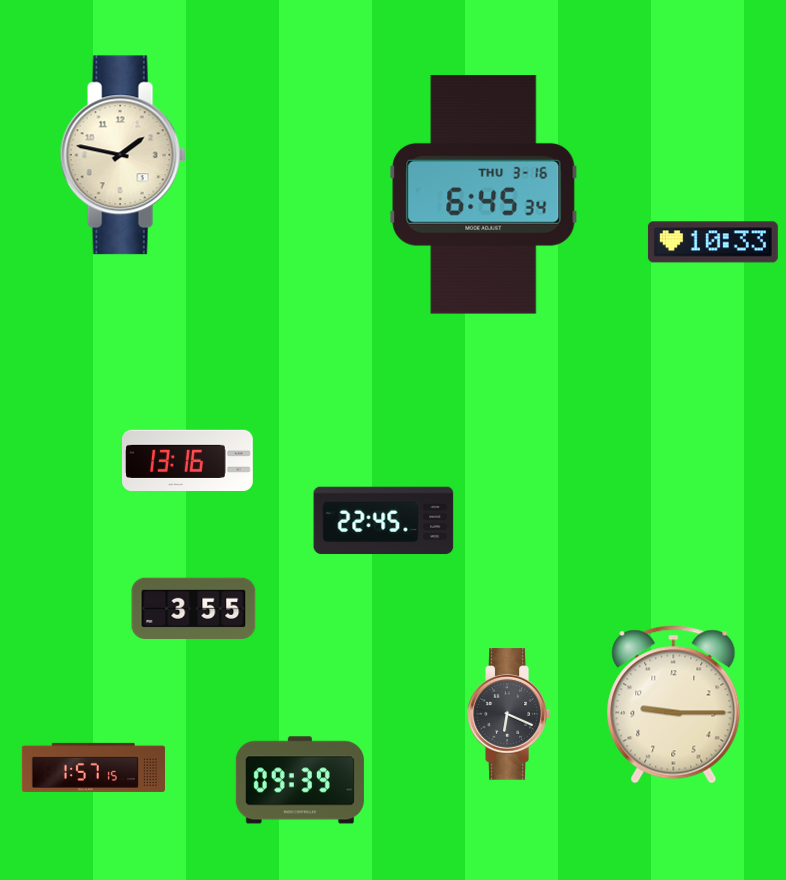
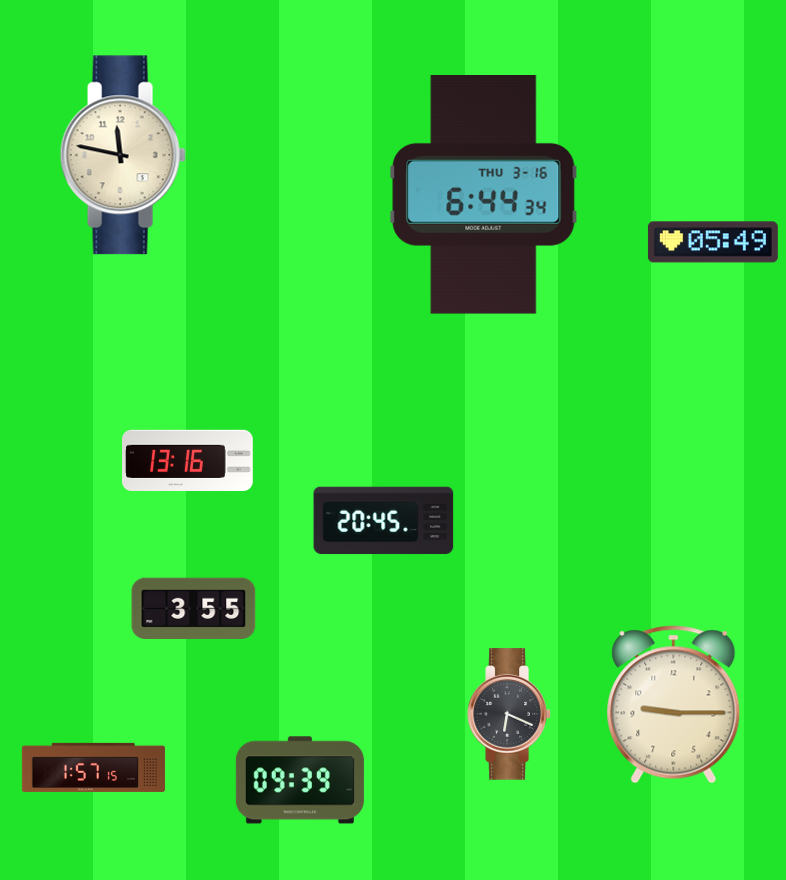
clock at (123, 155): 1:47 -> 11:47
clock at (484, 195): 6:45 -> 6:44
clock at (713, 242): 10:33 -> 05:49
clock at (384, 521): 22:45 -> 20:45
